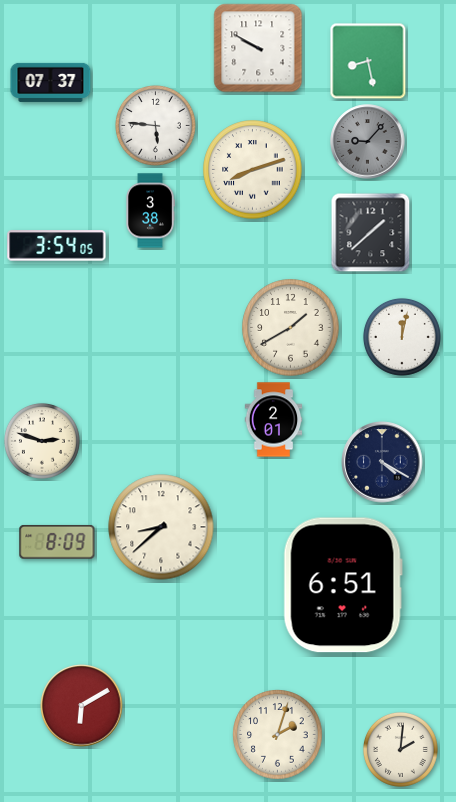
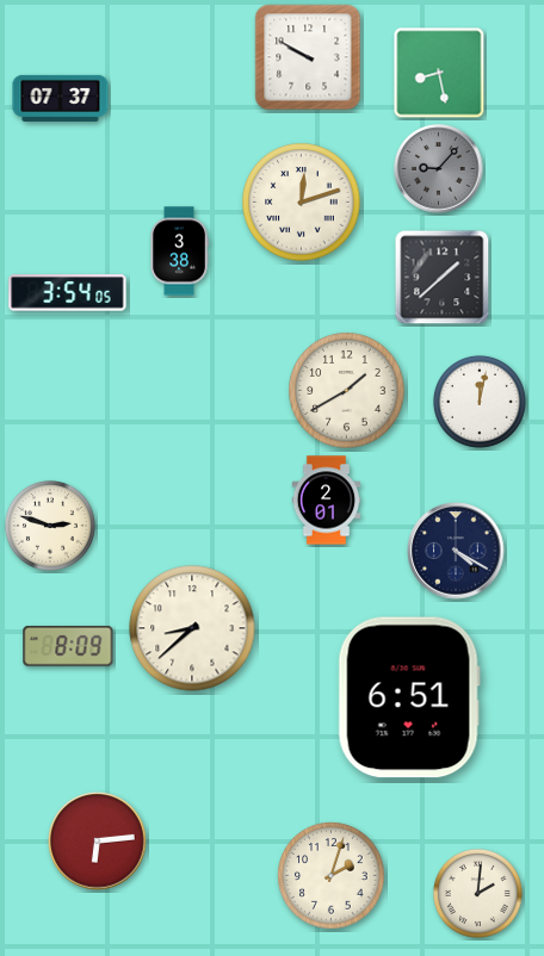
clock at (156, 126): 5:46 -> none
clock at (253, 170): 8:12 -> 12:12
clock at (82, 706): 6:10 -> 6:14
